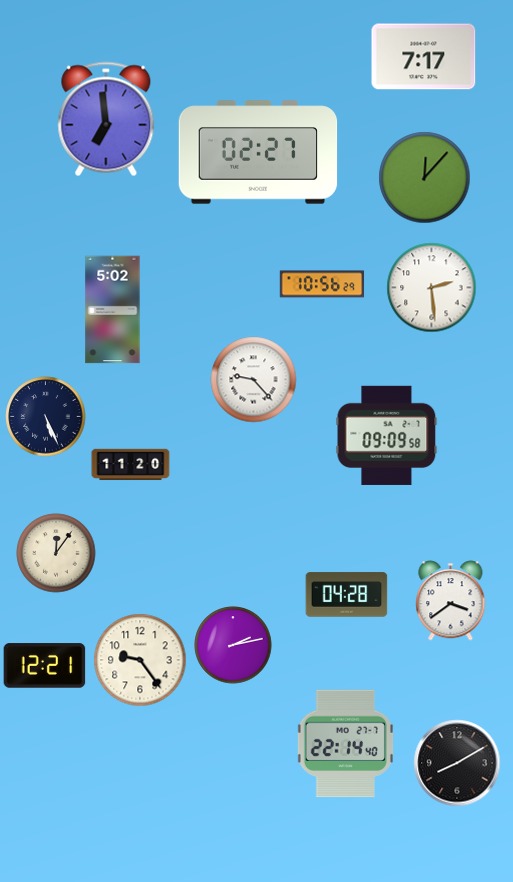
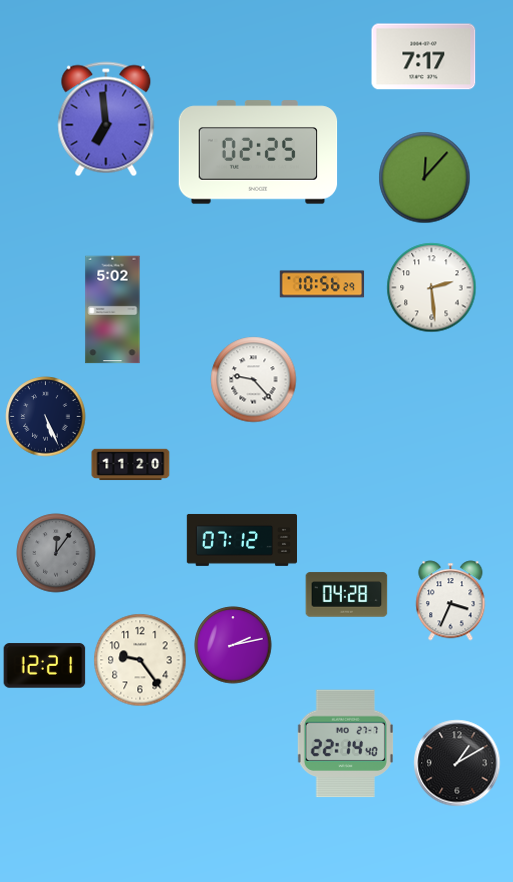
clock at (258, 152): 02:27 -> 02:25
clock at (387, 435): 09:09 -> none
clock at (241, 540): none -> 07:12
clock at (56, 553) dial: cream -> grey
clock at (451, 601): 3:39 -> 3:34
clock at (457, 763): 8:10 -> 1:10
